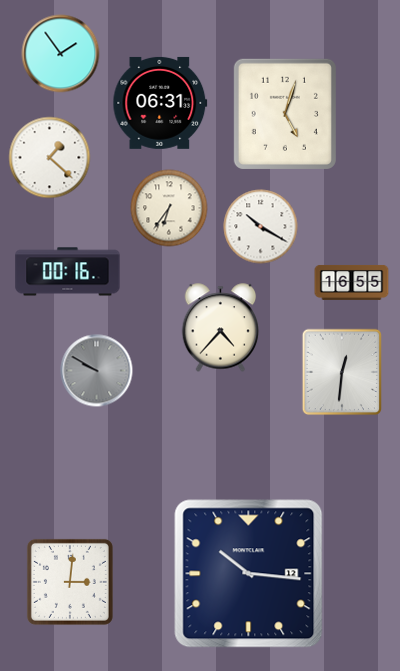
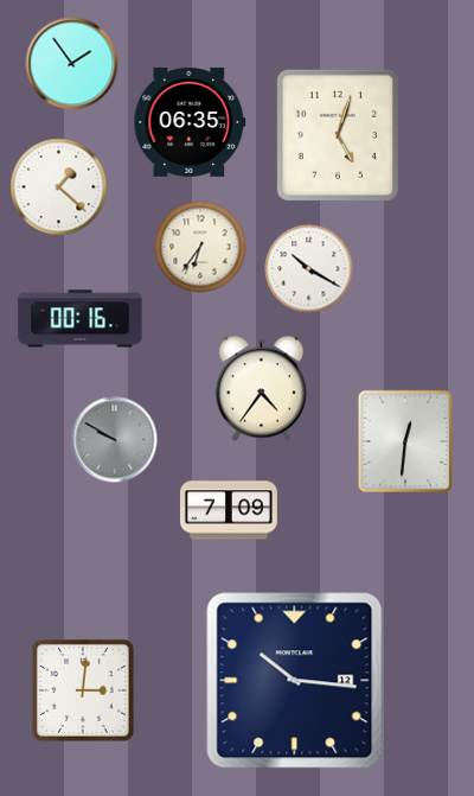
clock at (160, 103): 06:31 -> 06:35
clock at (68, 272) position: (68, 272) -> (81, 319)
clock at (352, 282): 16:55 -> none
clock at (221, 328): 4:37 -> 4:36
clock at (229, 510): none -> 7:09
